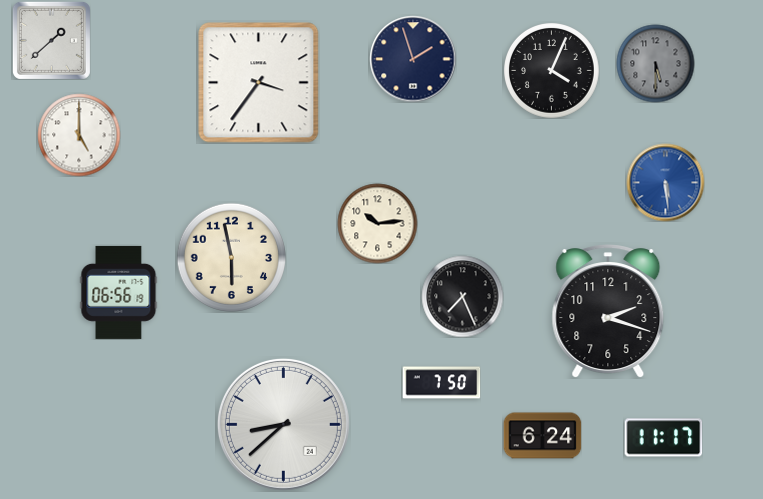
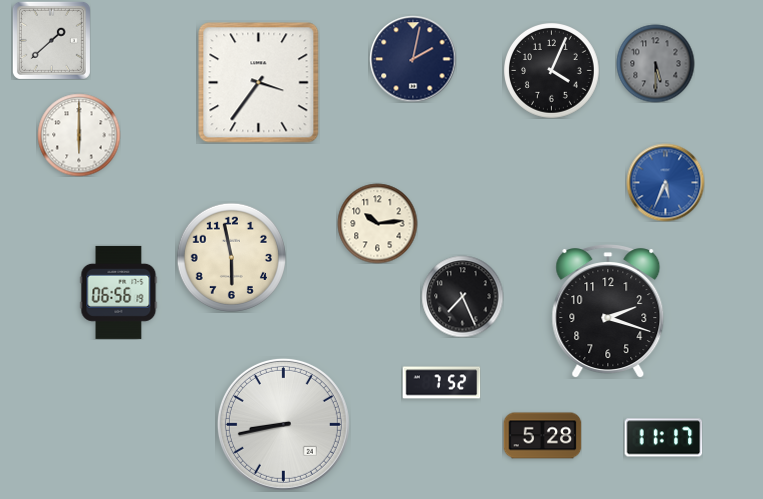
clock at (413, 59): 1:57 -> 2:02
clock at (79, 135): 5:00 -> 6:00
clock at (665, 182): 5:29 -> 5:34
clock at (441, 383): 7:50 -> 7:52
clock at (283, 424): 8:38 -> 8:43
clock at (542, 436): 6:24 -> 5:28
